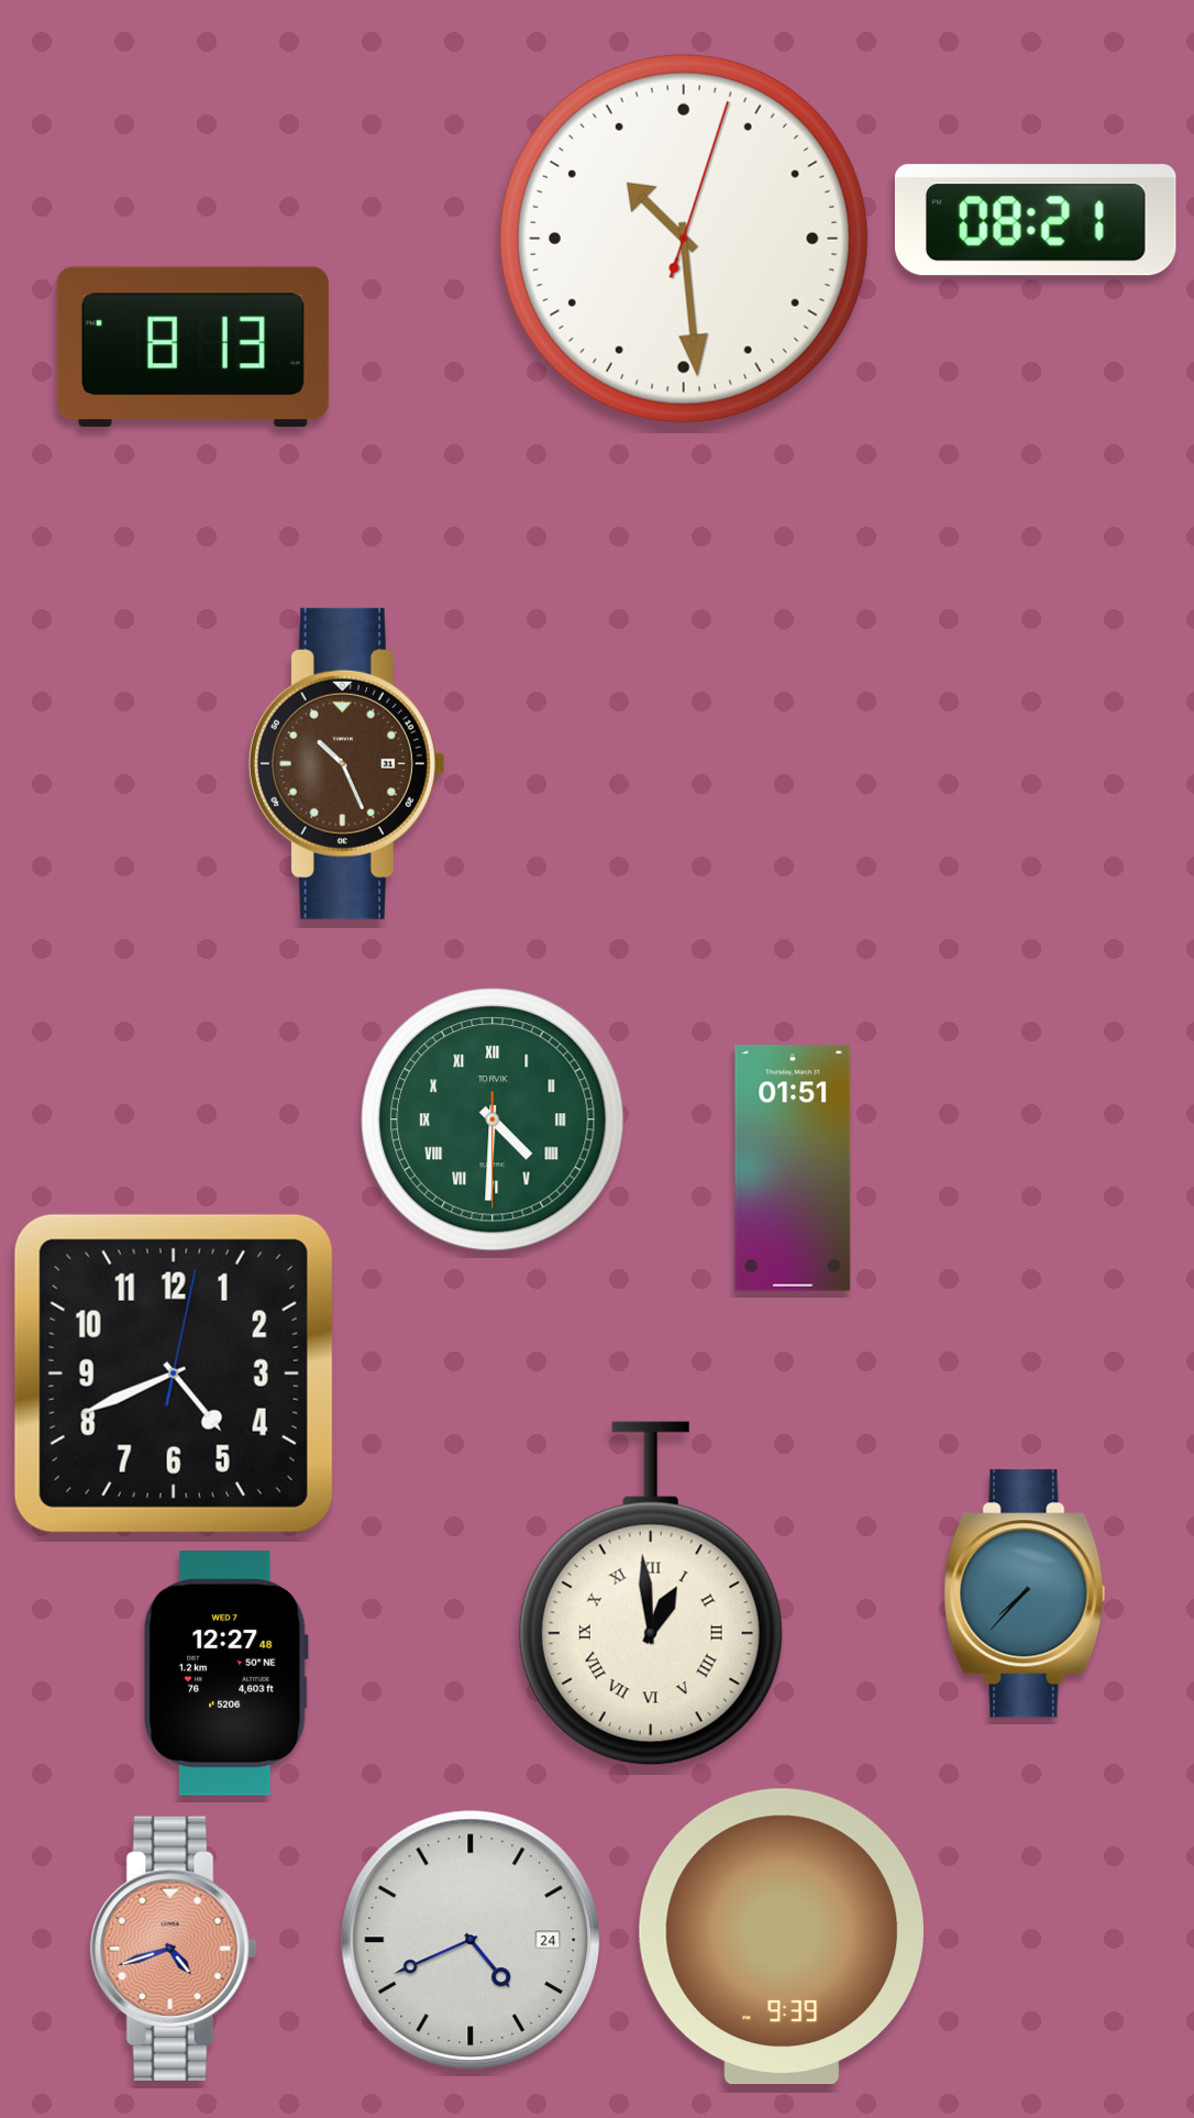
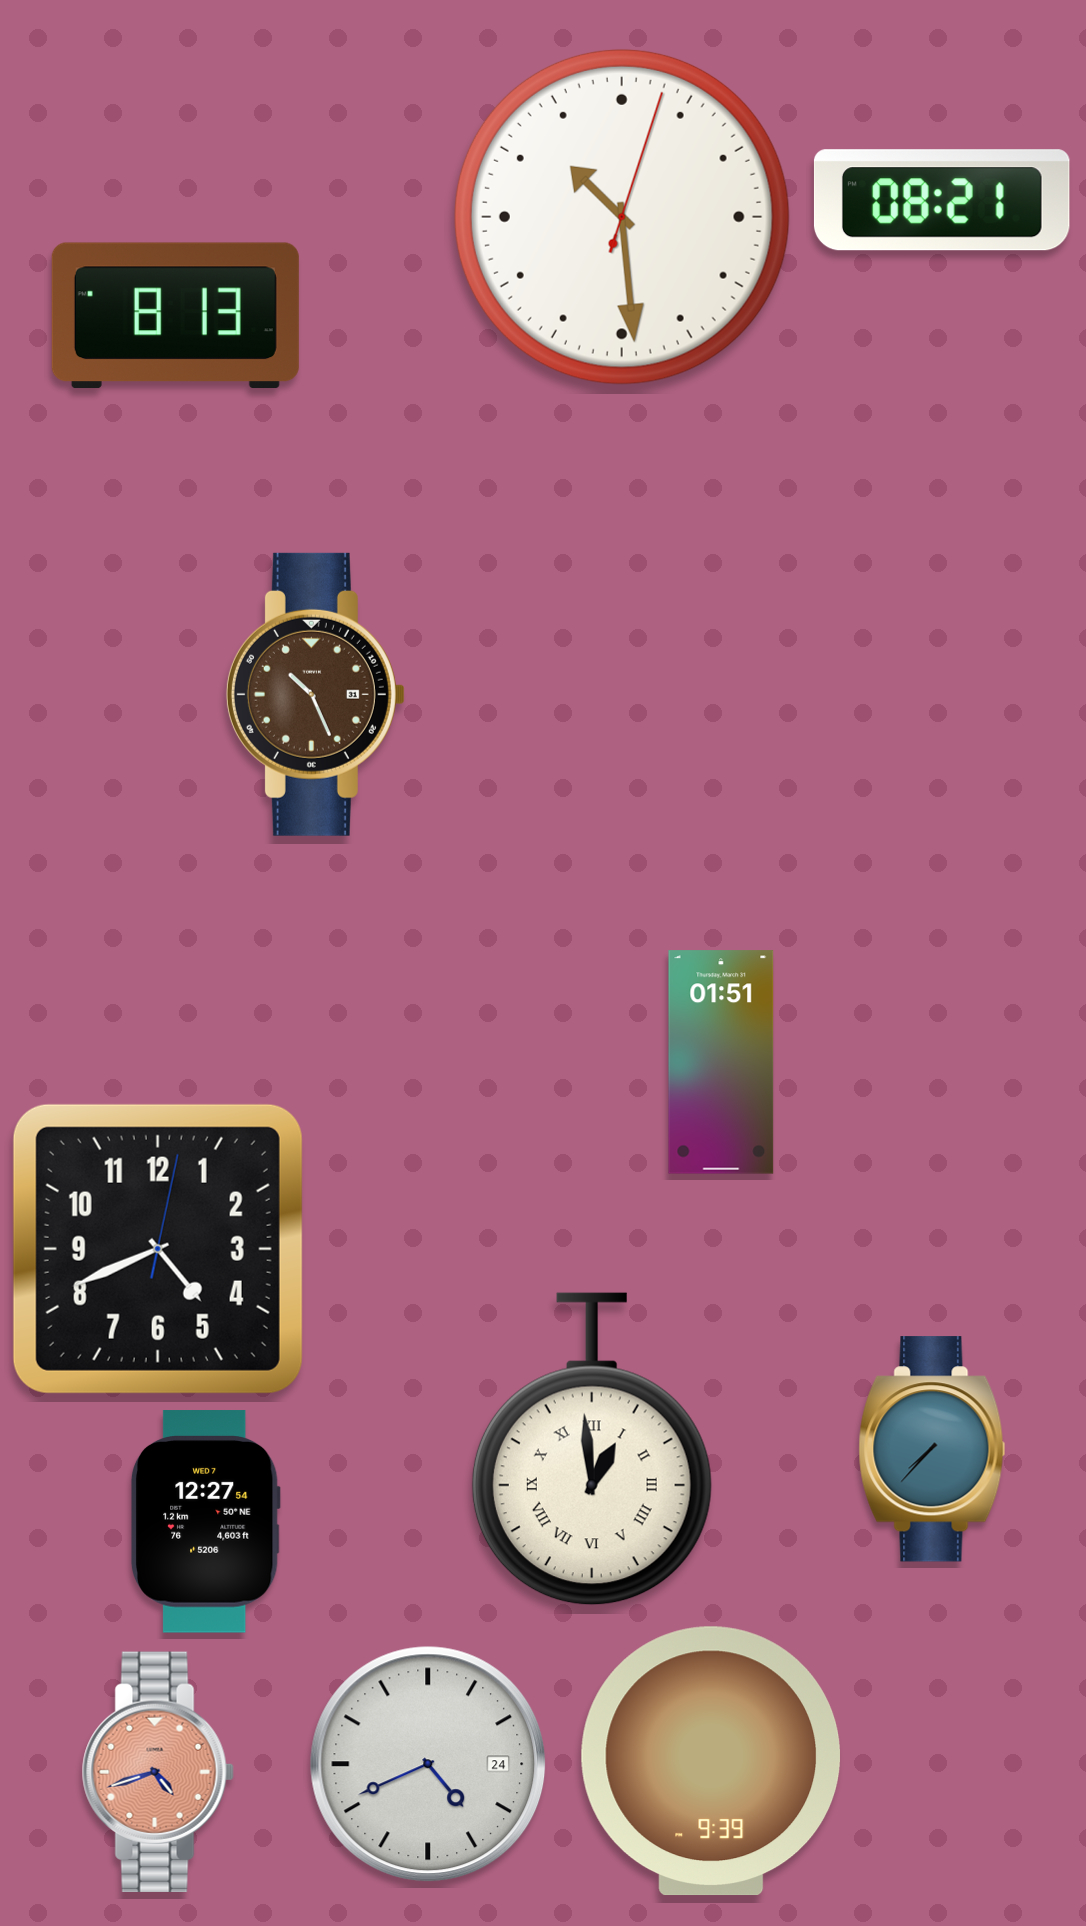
clock at (493, 1119): 4:30 -> none
clock at (225, 1674): 12:27:48 -> 12:27:54
